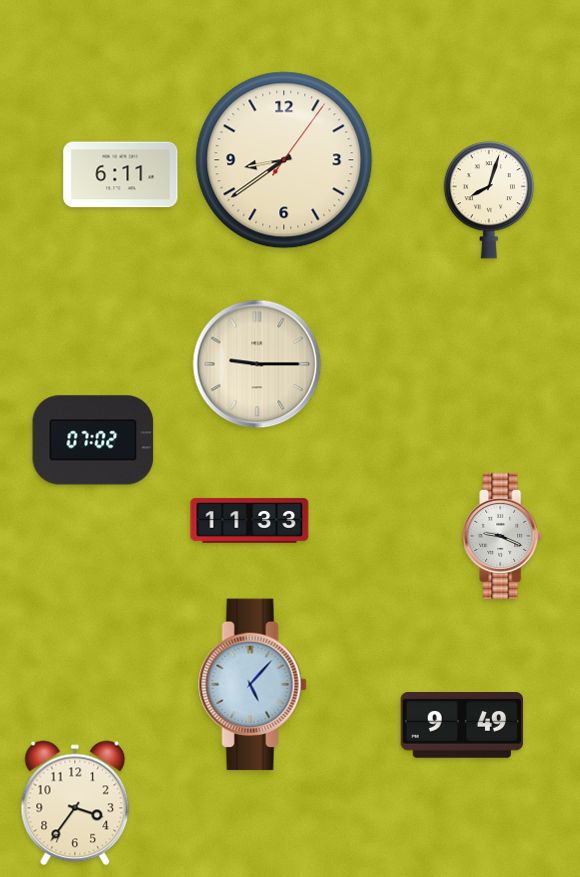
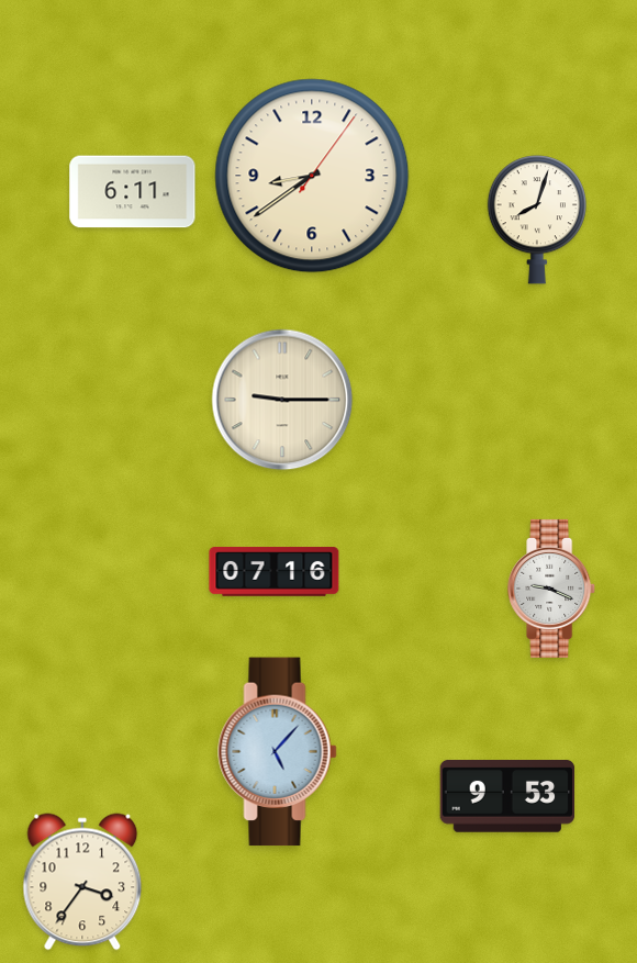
clock at (93, 440): 07:02 -> none
clock at (250, 521): 11:33 -> 07:16
clock at (462, 725): 9:49 -> 9:53
